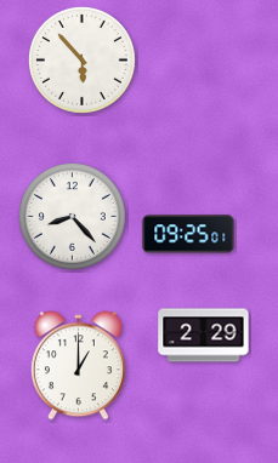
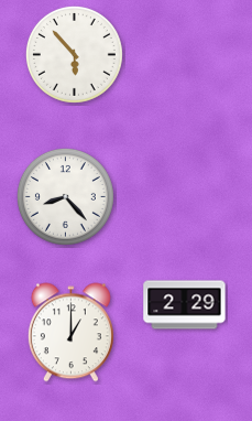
clock at (188, 234): 09:25 -> none
